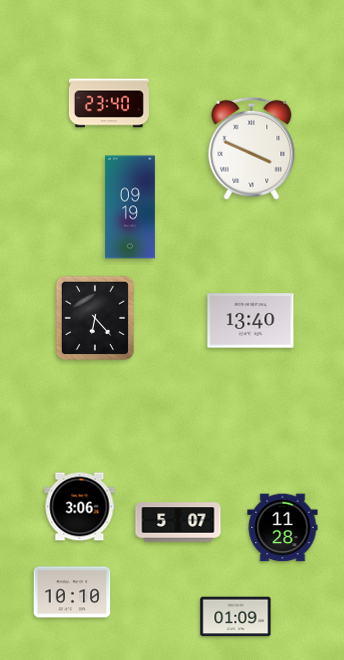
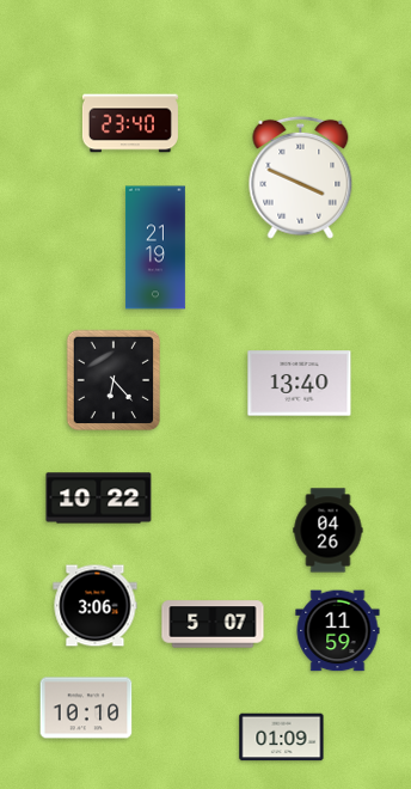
clock at (130, 207): 09:19 -> 21:19
clock at (99, 499): none -> 10:22
clock at (329, 531): none -> 04:26
clock at (283, 528): 11:28 -> 11:59
